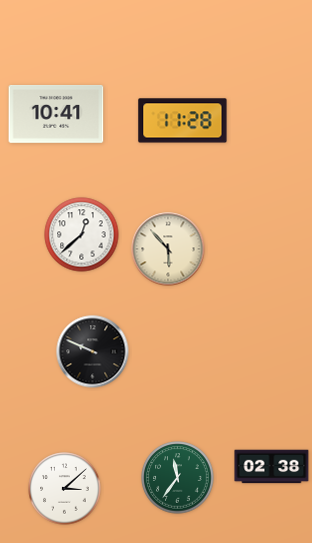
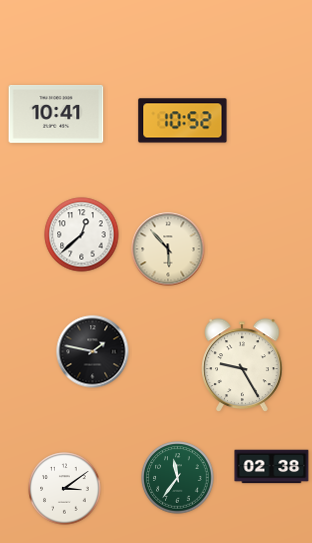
clock at (183, 121): 11:28 -> 10:52
clock at (93, 352): 9:49 -> 1:47
clock at (242, 365): none -> 9:25
clock at (65, 489): 3:08 -> 3:09
